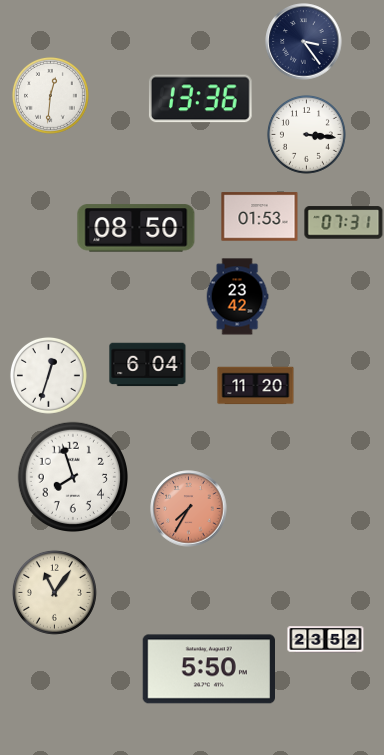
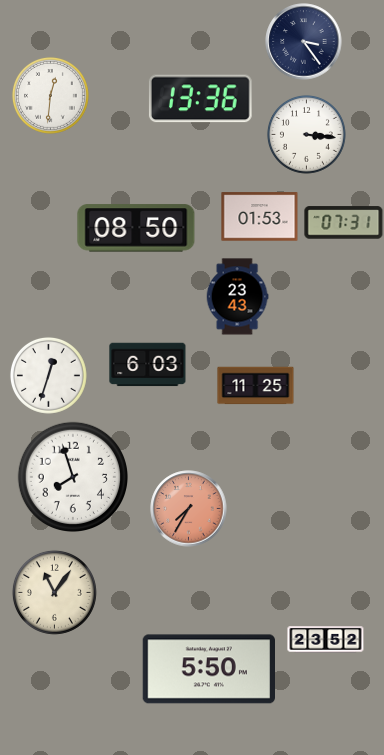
clock at (237, 297): 23:42 -> 23:43
clock at (148, 365): 6:04 -> 6:03
clock at (256, 386): 11:20 -> 11:25
